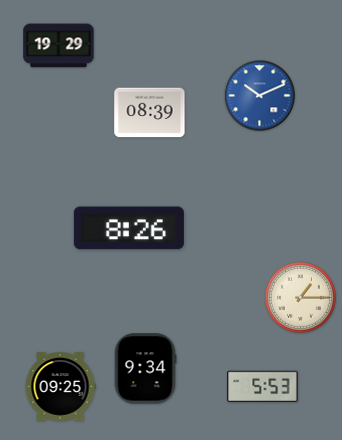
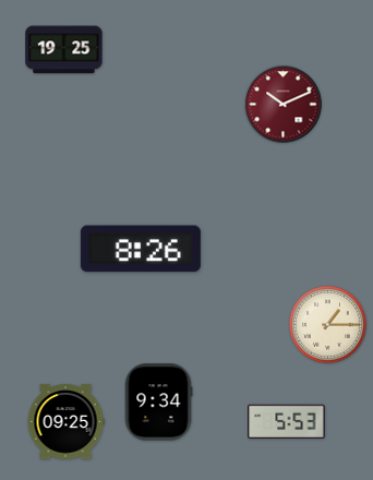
clock at (59, 46): 19:29 -> 19:25
clock at (260, 96) dial: blue -> burgundy
clock at (150, 113): 08:39 -> none
